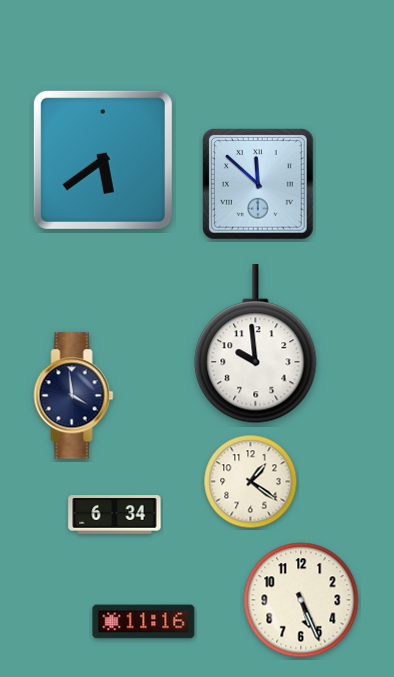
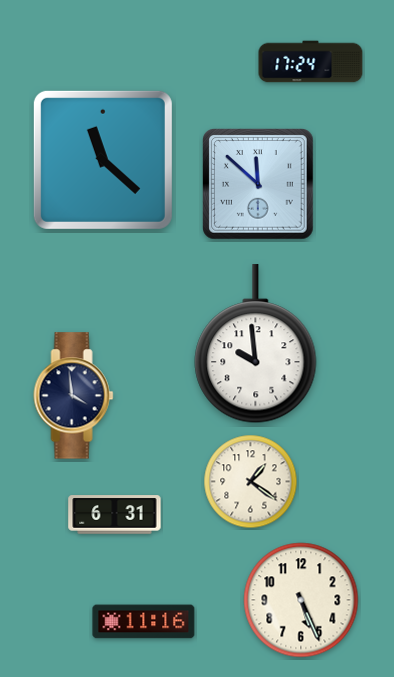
clock at (311, 62): none -> 17:24
clock at (103, 160): 5:39 -> 11:22
clock at (115, 515): 6:34 -> 6:31
